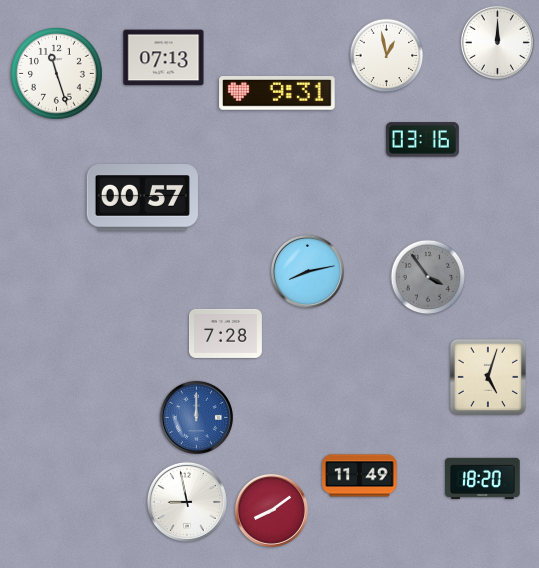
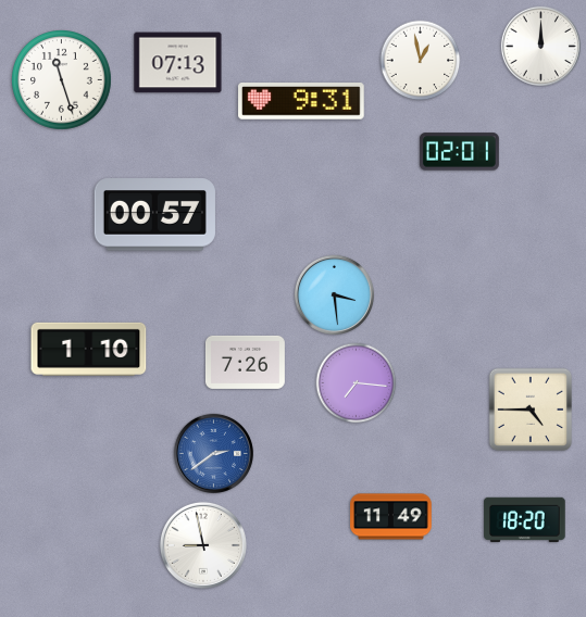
clock at (422, 140): 03:16 -> 02:01
clock at (307, 271): 8:13 -> 3:29
clock at (428, 277): 3:54 -> none
clock at (89, 349): none -> 1:10
clock at (225, 333): 7:28 -> 7:26
clock at (357, 383): none -> 7:16
clock at (488, 377): 5:03 -> 4:45
clock at (196, 417): 12:00 -> 2:39
clock at (271, 510): 8:09 -> none
